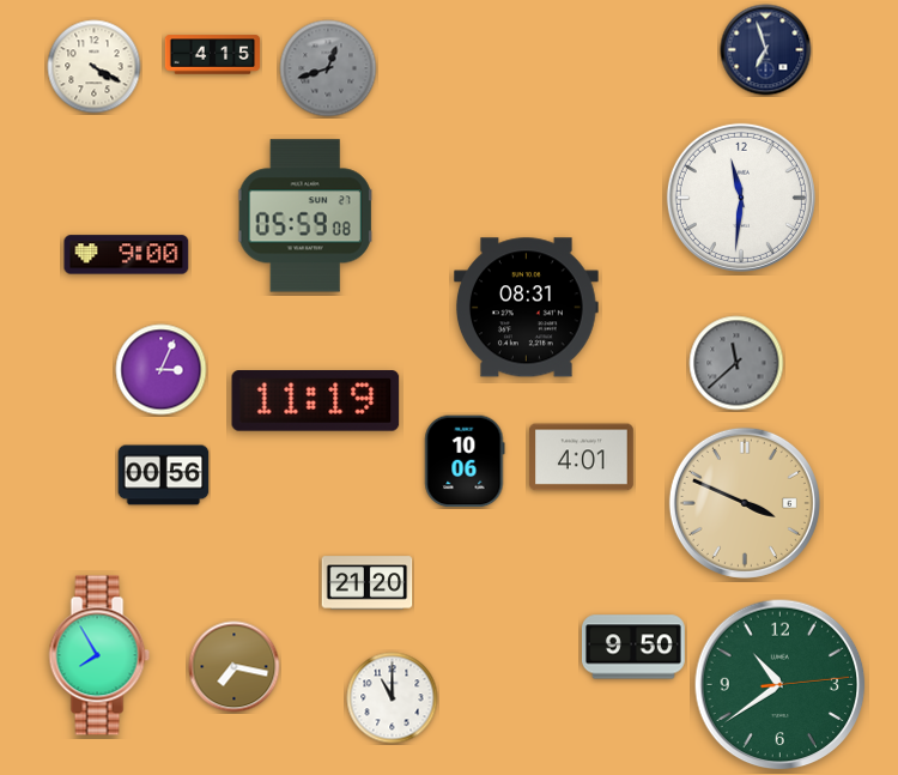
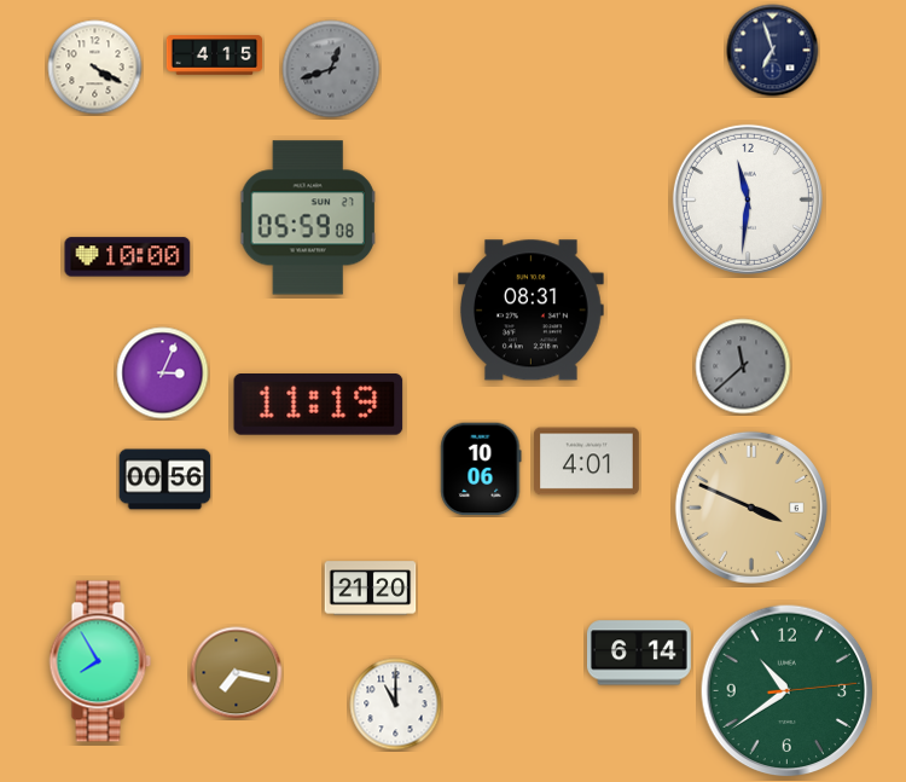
clock at (127, 255): 9:00 -> 10:00
clock at (465, 461) position: (465, 461) -> (481, 469)
clock at (633, 647): 9:50 -> 6:14
